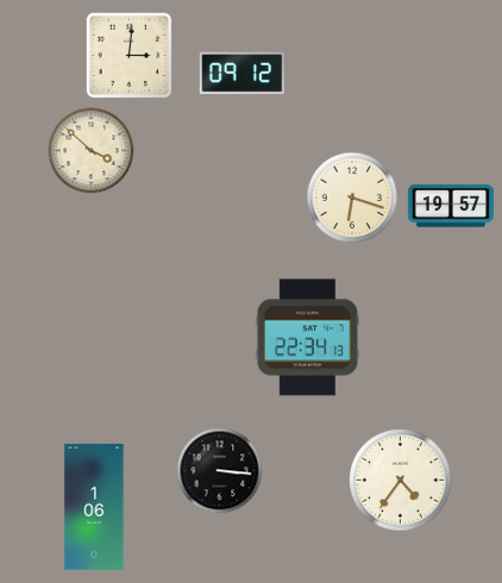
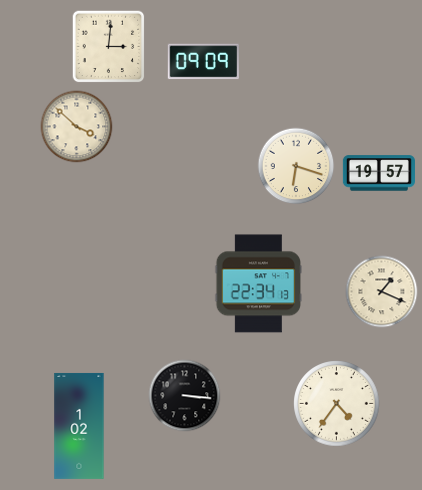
clock at (241, 74): 09:12 -> 09:09
clock at (382, 292): none -> 1:19
clock at (94, 507): 1:06 -> 1:02
